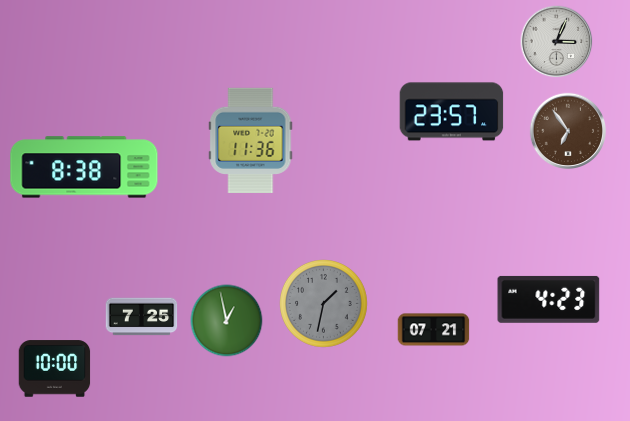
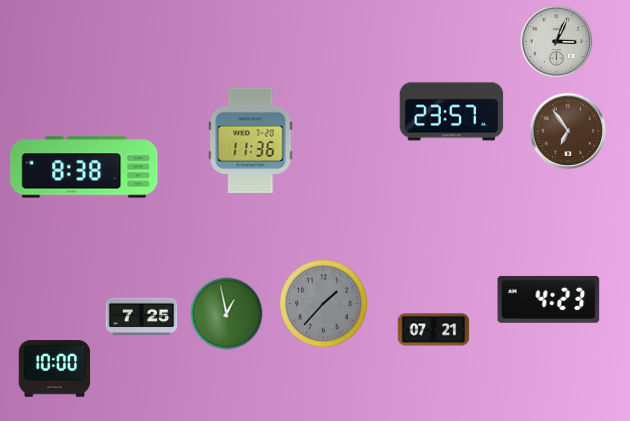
clock at (324, 304): 1:32 -> 1:37
clock at (227, 321) position: (227, 321) -> (227, 314)
